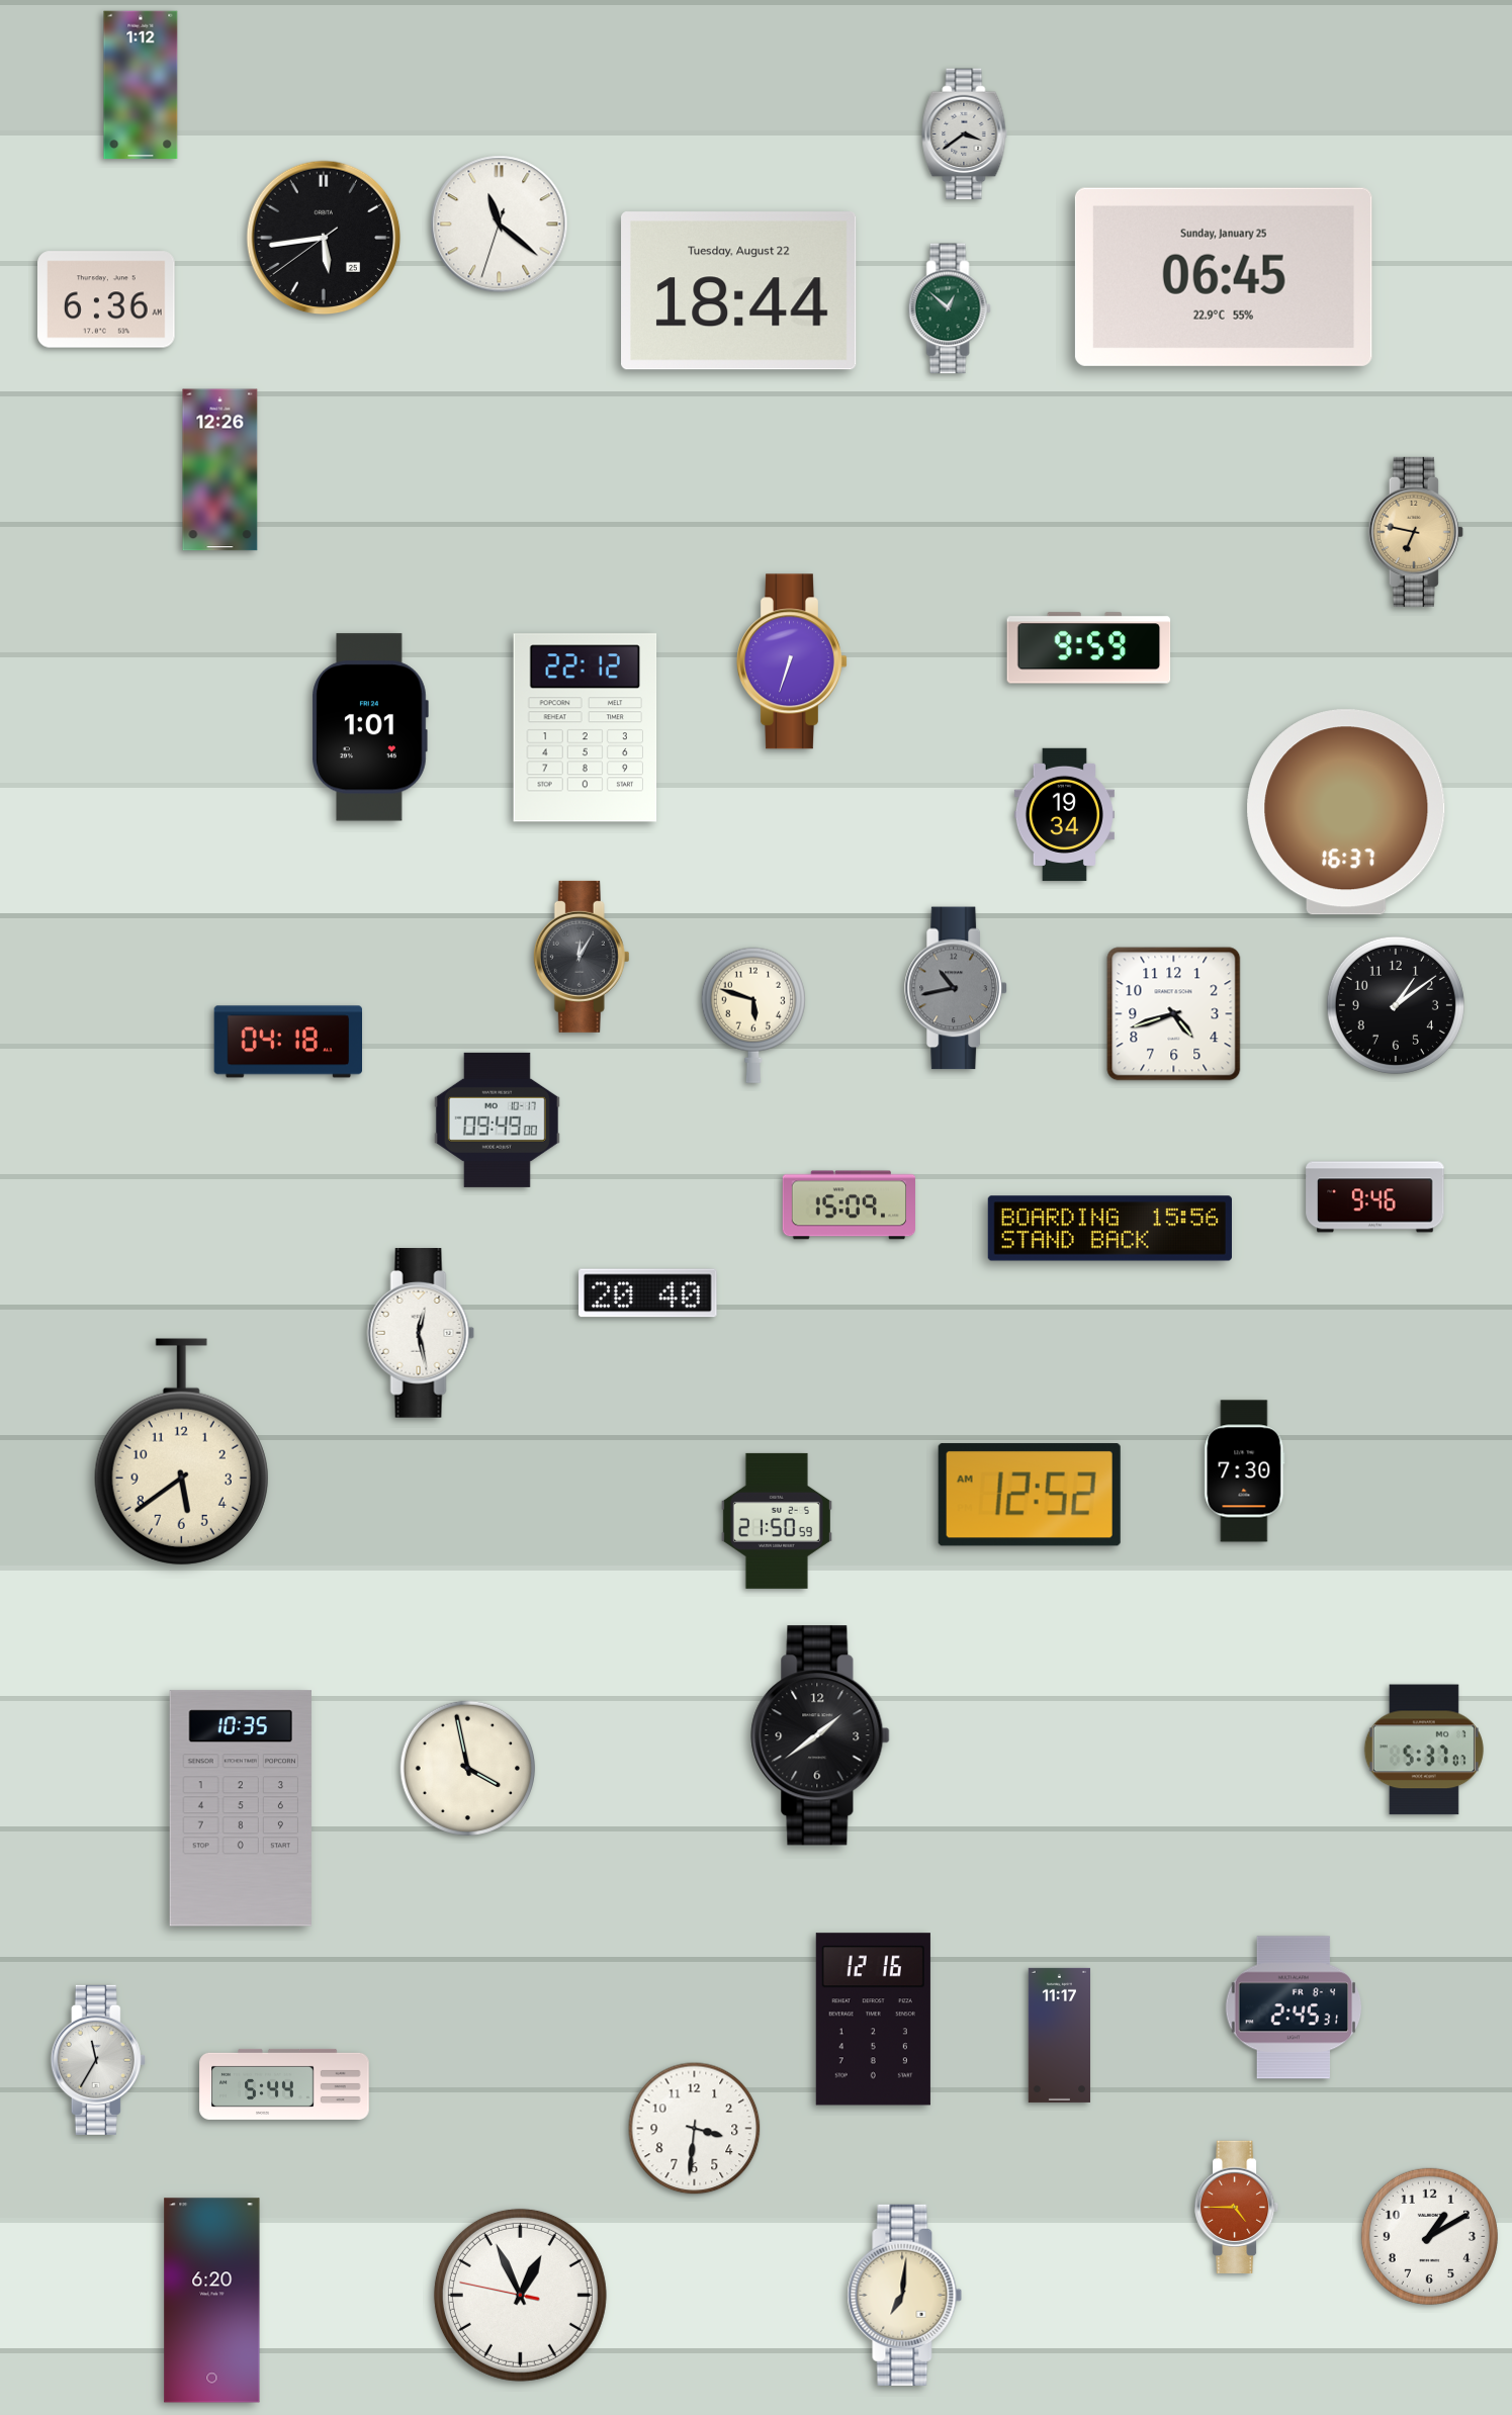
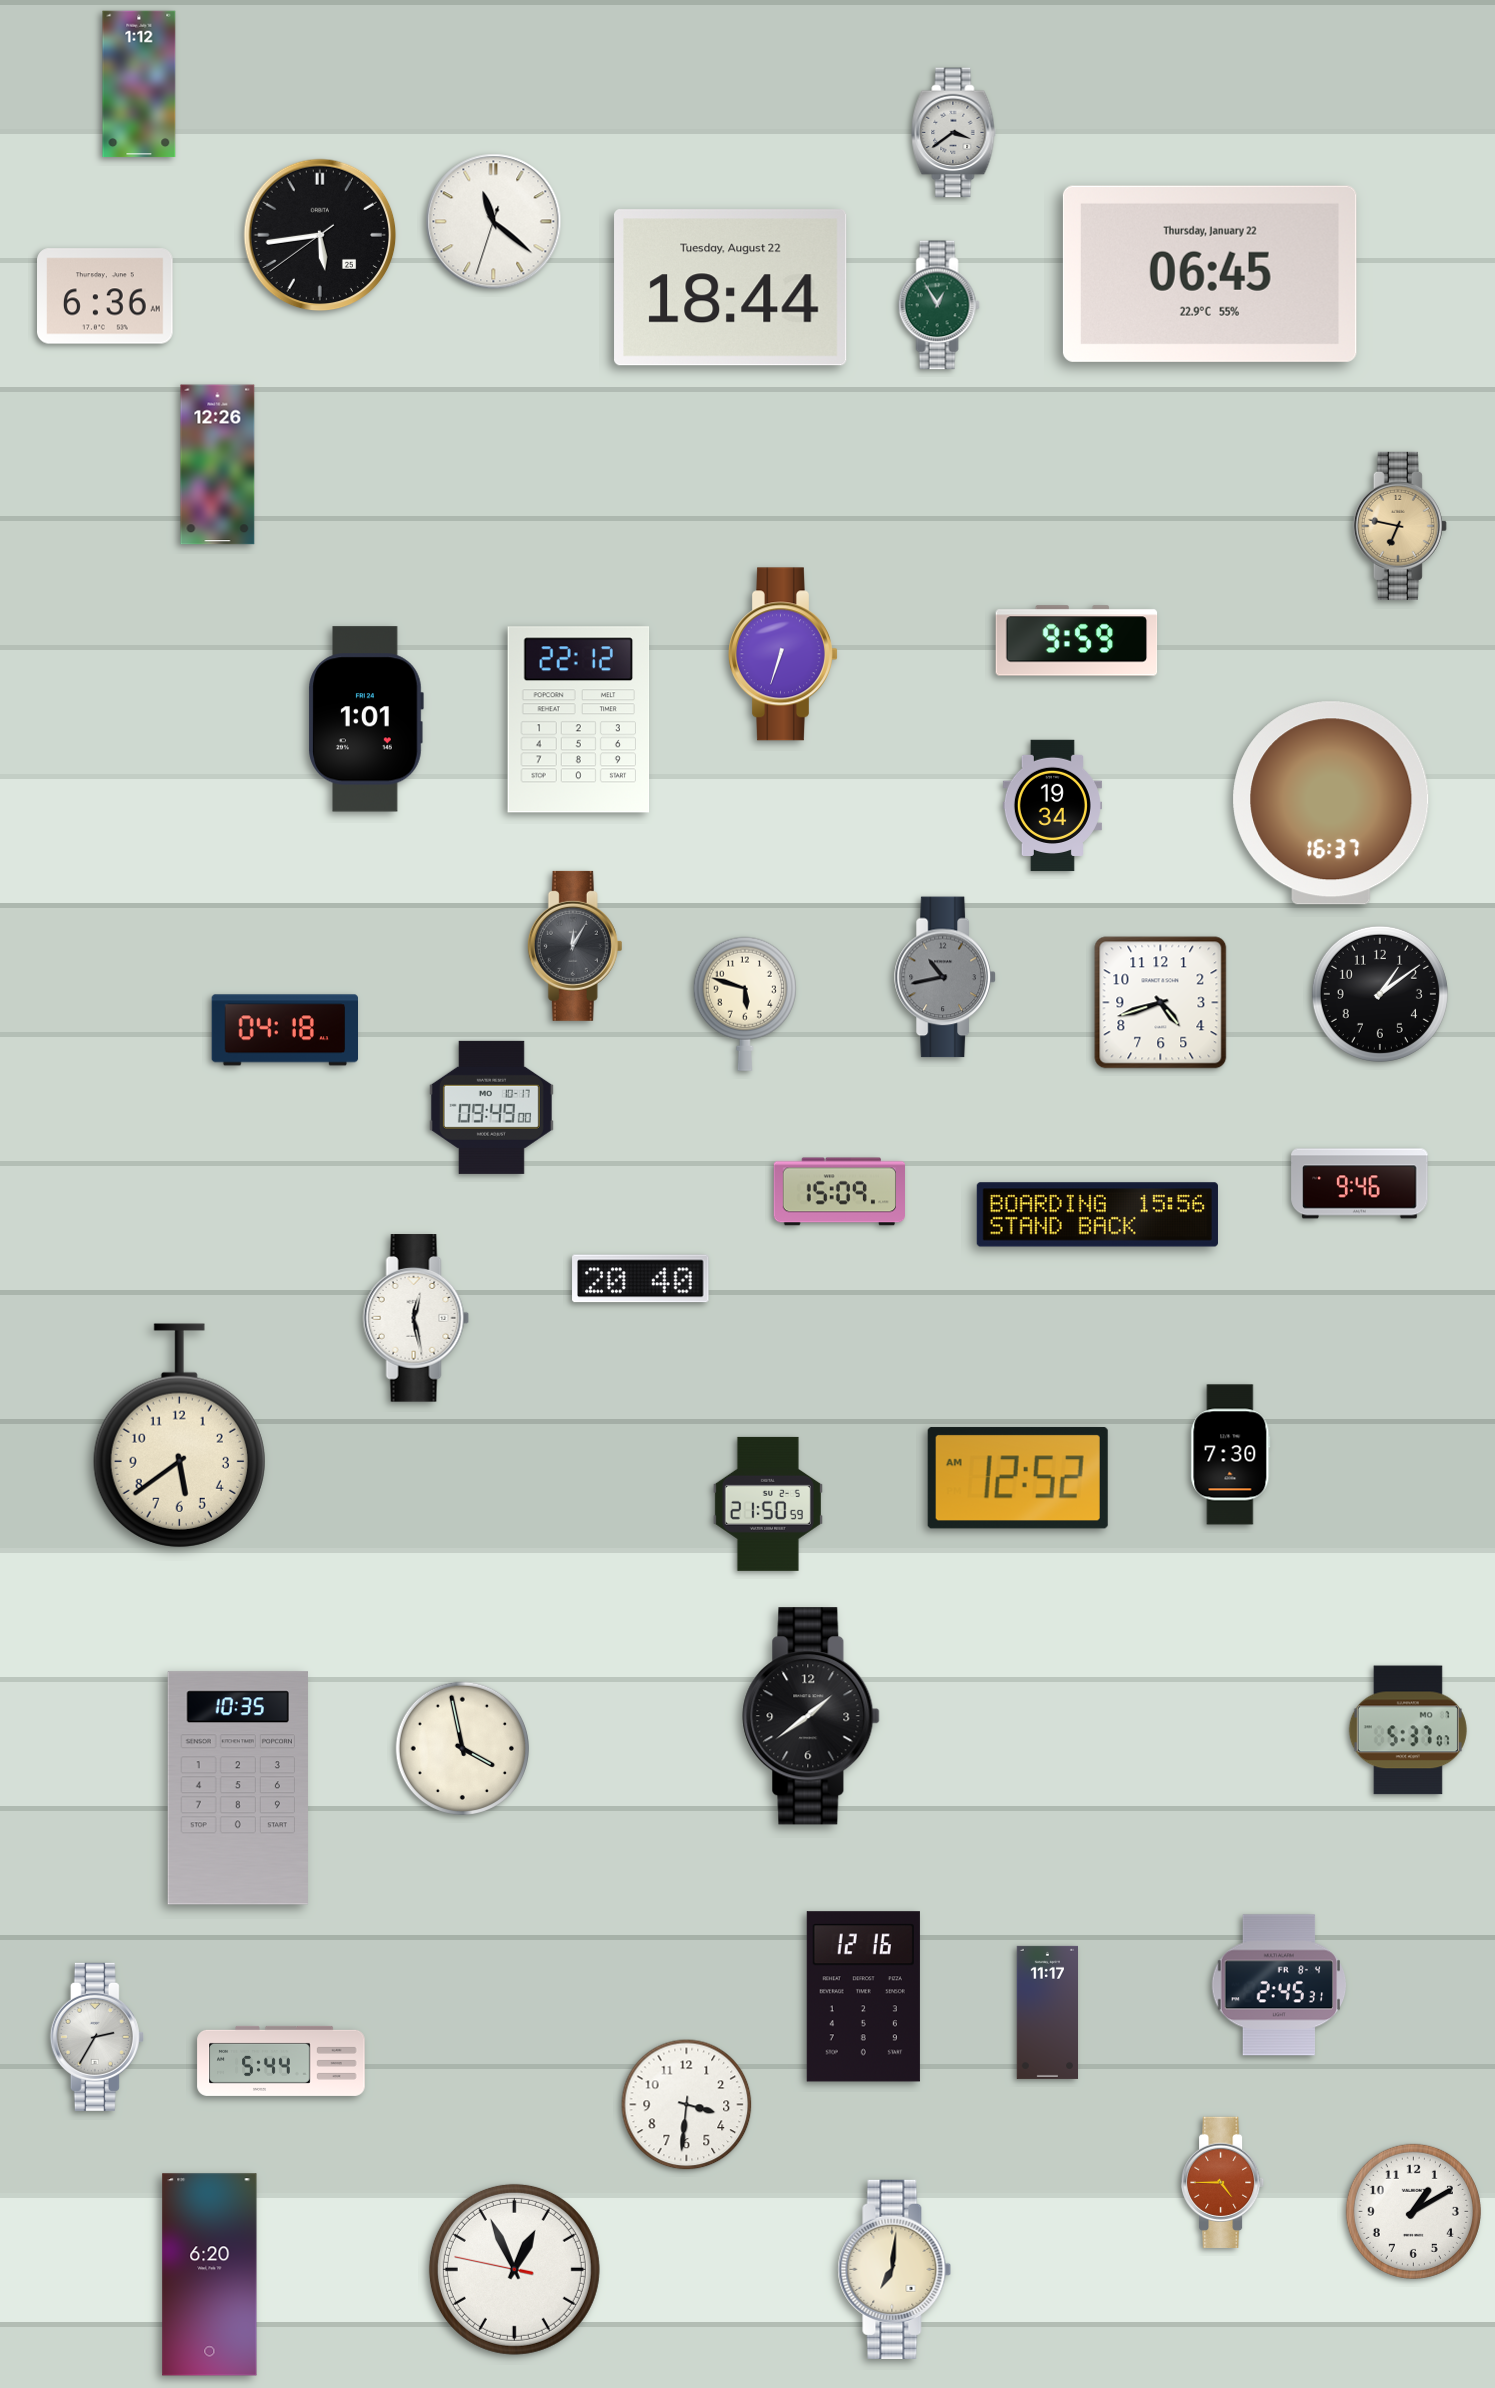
clock at (1224, 277) date: Sunday, January 25 -> Thursday, January 22
clock at (950, 308): 12:52 -> 12:55
clock at (98, 2060): 11:35 -> 2:35
